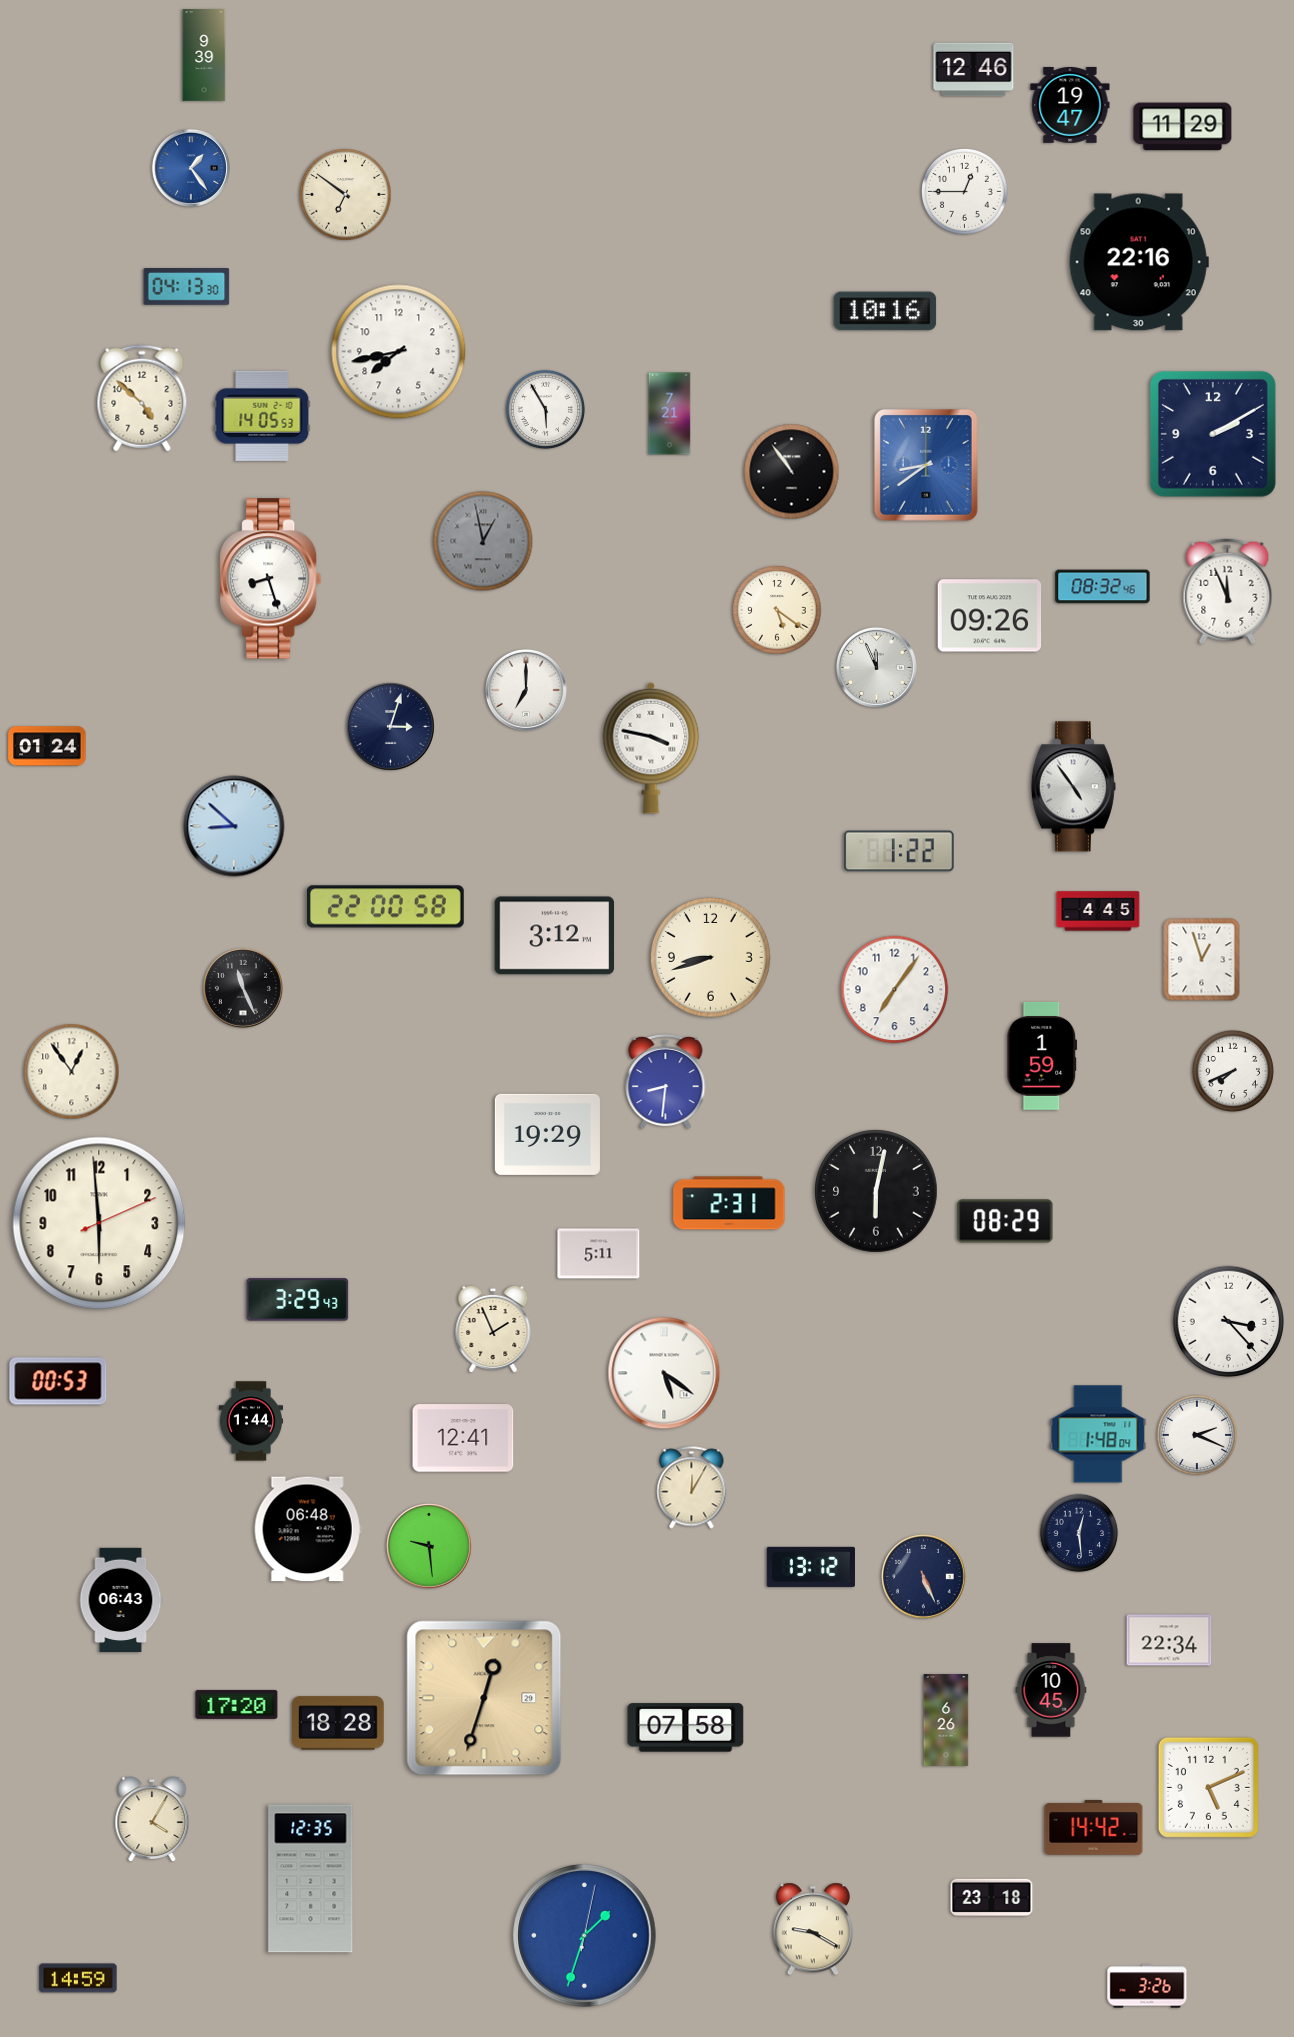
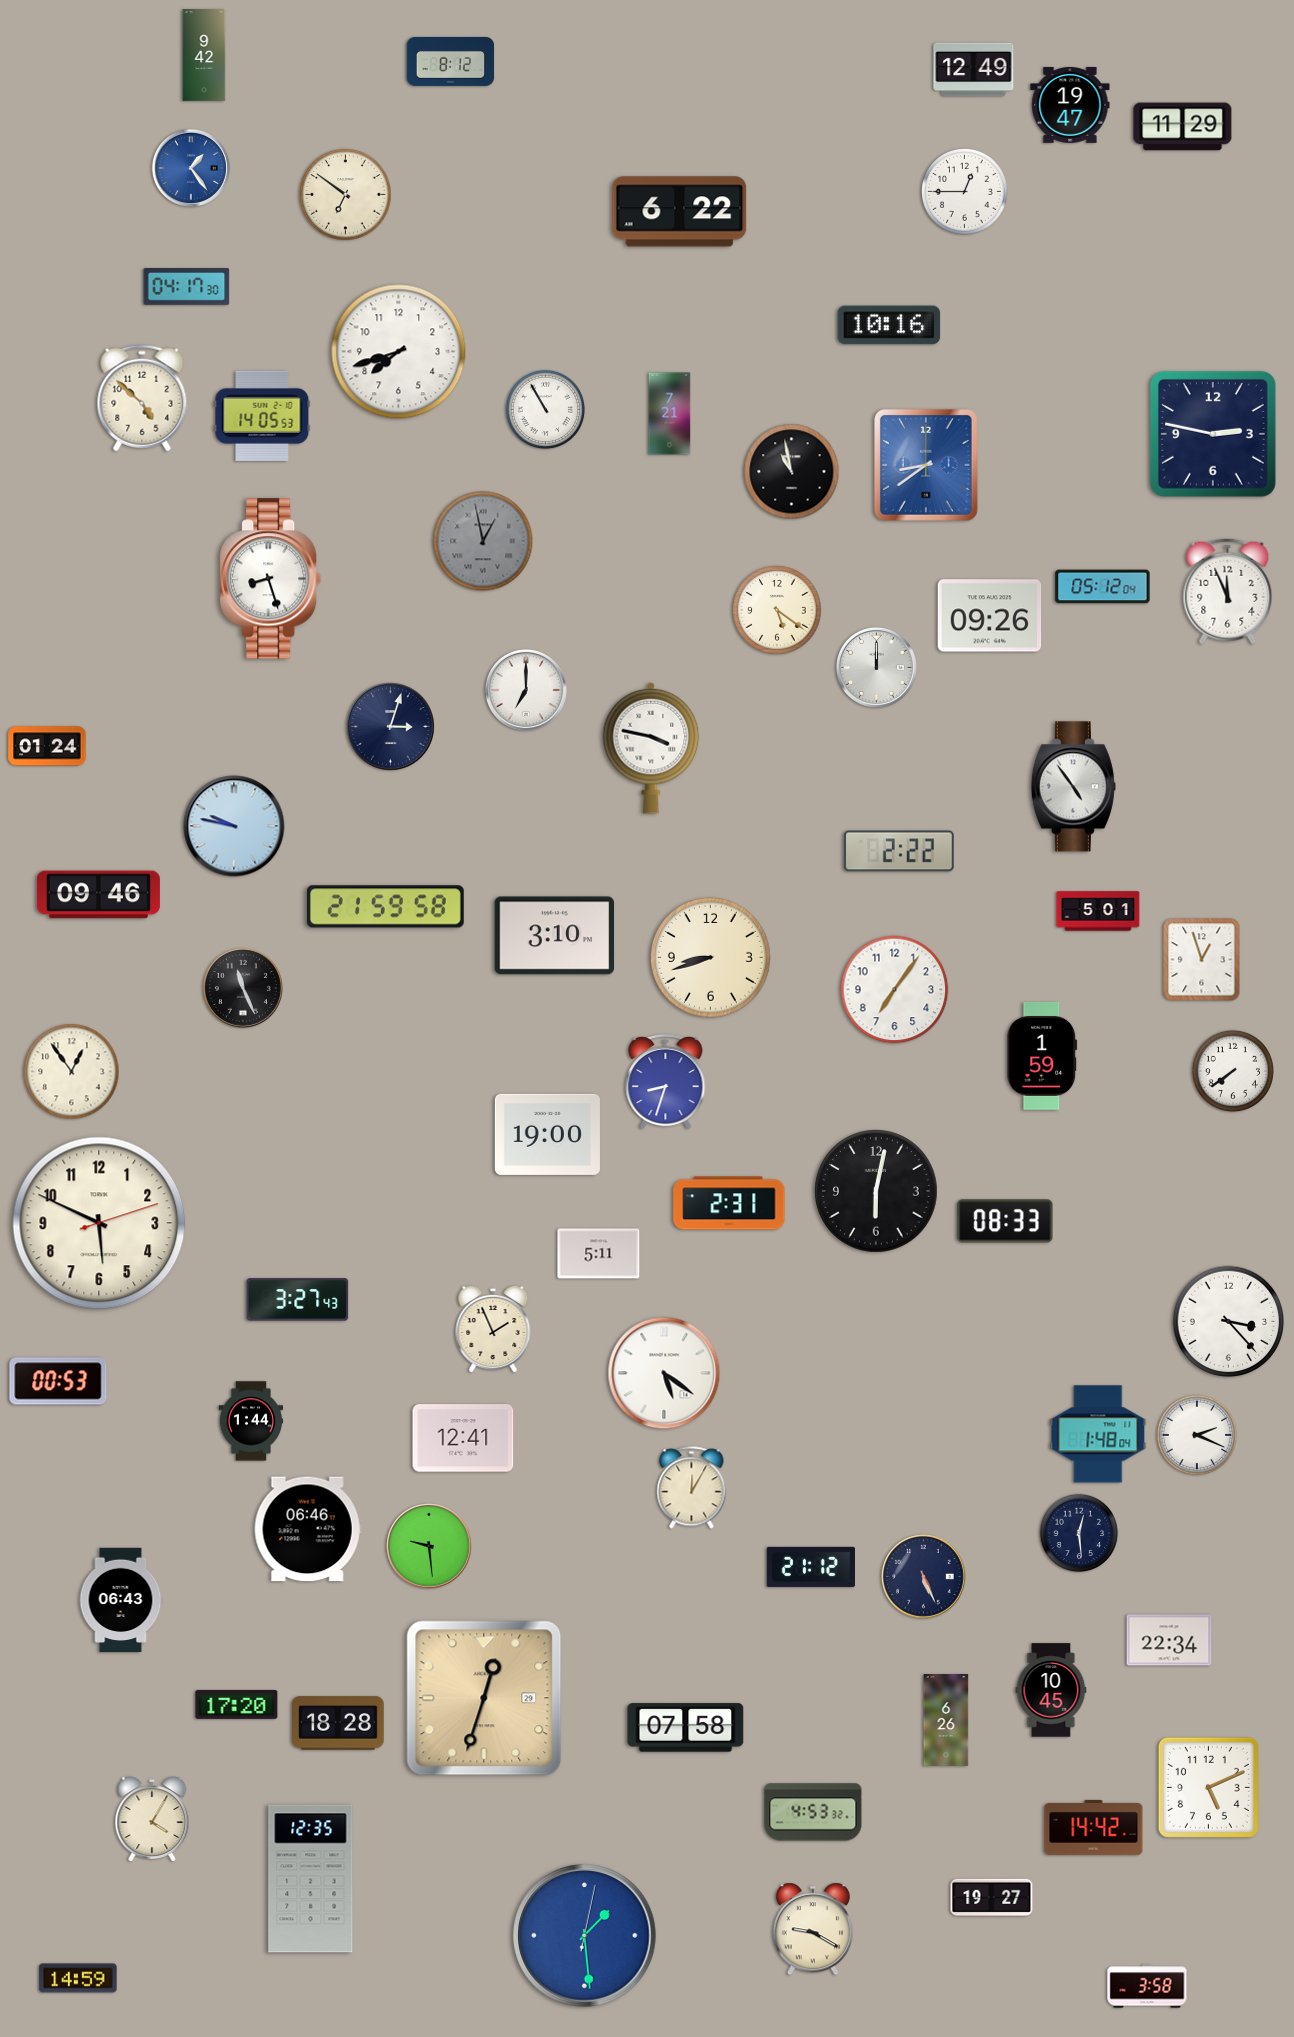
clock at (204, 55): 9:39 -> 9:42
clock at (451, 61): none -> 8:12
clock at (974, 70): 12:46 -> 12:49
clock at (680, 212): none -> 6:22
clock at (1139, 262): 22:16 -> none
clock at (187, 287): 04:13 -> 04:17
clock at (885, 311) position: (885, 311) -> (889, 325)
clock at (399, 352): 7:43 -> 7:42
clock at (546, 410): 5:55 -> 10:55
clock at (1213, 434): 2:10 -> 2:47
clock at (792, 472): 10:54 -> 10:58
clock at (1103, 587): 08:32 -> 05:12
clock at (876, 667): 11:56 -> 12:00
clock at (234, 826): 8:52 -> 9:47
clock at (899, 851): 1:22 -> 2:22
clock at (98, 895): none -> 09:46
clock at (385, 907): 22:00 -> 21:59
clock at (1098, 911): 4:45 -> 5:01
clock at (555, 936): 3:12 -> 3:10
clock at (1233, 1071): 7:41 -> 7:39
clock at (666, 1082): 8:31 -> 8:33
clock at (547, 1134): 19:29 -> 19:00
clock at (1005, 1221): 08:29 -> 08:33
clock at (99, 1223): 5:59 -> 5:49
clock at (298, 1300): 3:29 -> 3:27
clock at (308, 1529): 06:48 -> 06:46
clock at (810, 1567): 13:12 -> 21:12
clock at (813, 1812): none -> 4:53
clock at (992, 1897): 23:18 -> 19:27
clock at (585, 1936): 1:33 -> 1:29
clock at (1147, 1986): 3:26 -> 3:58
